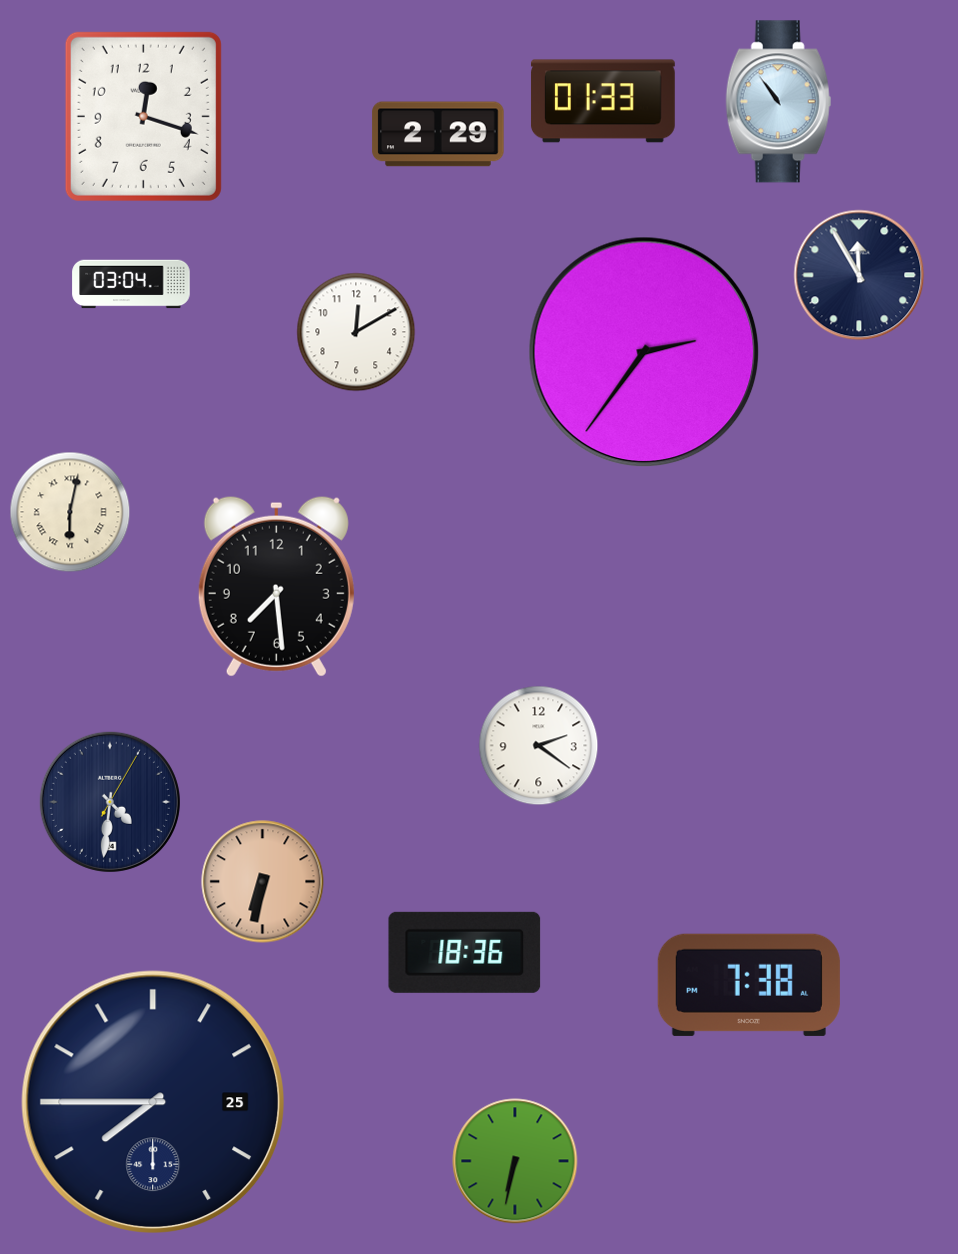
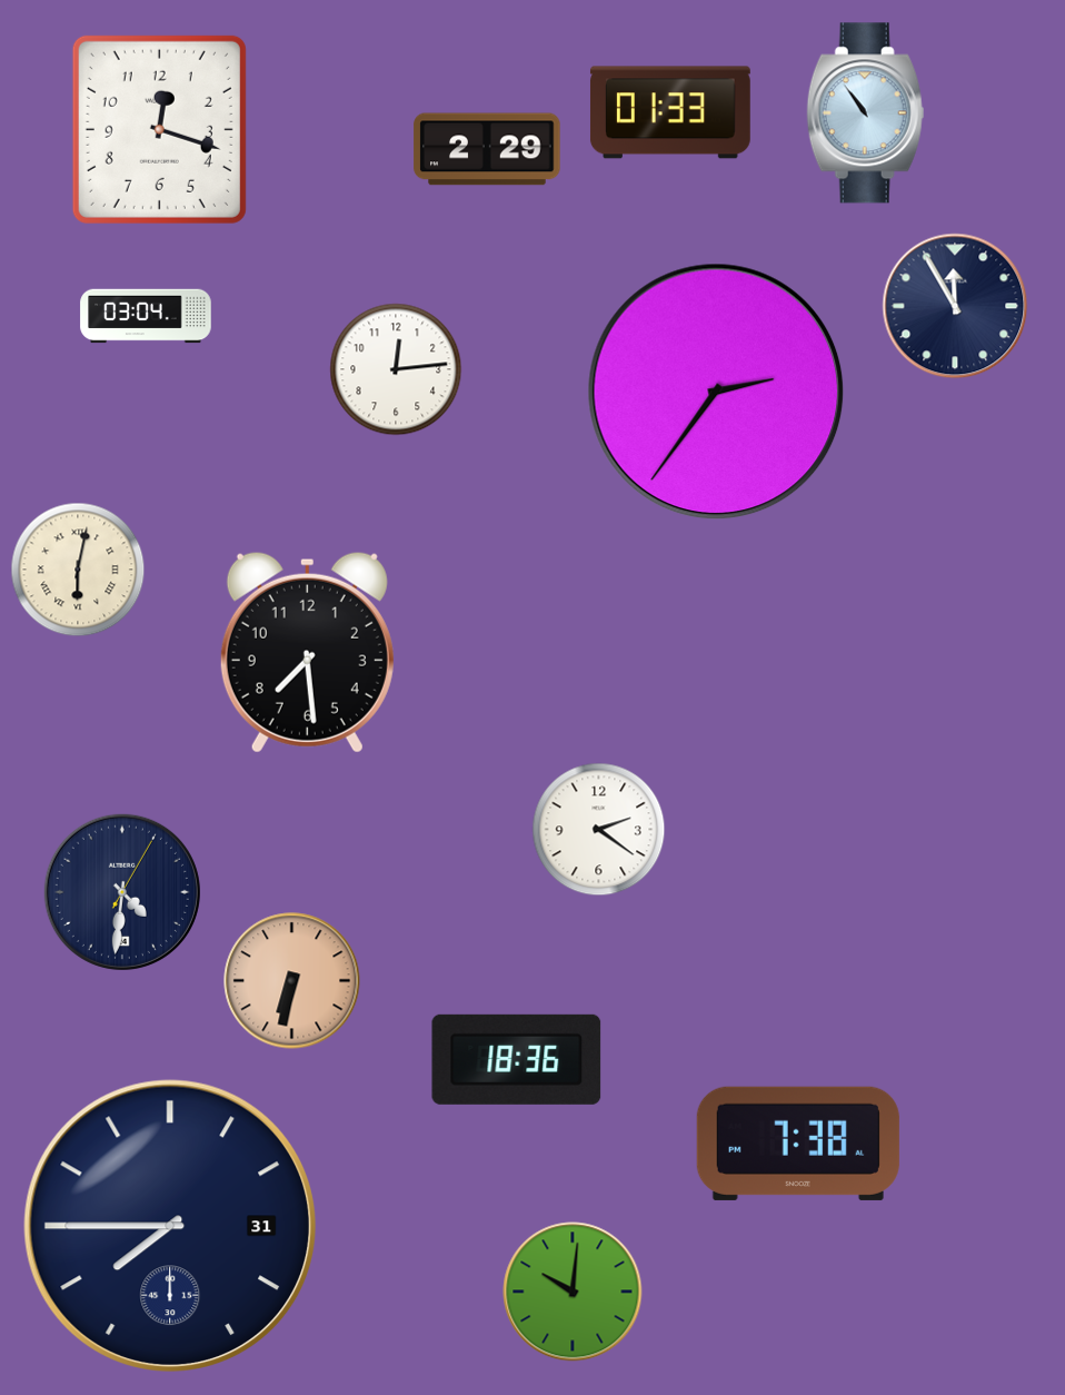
clock at (356, 332): 12:10 -> 12:14
clock at (749, 985) position: (749, 985) -> (798, 1144)
clock at (152, 1101) date: 25 -> 31
clock at (515, 1161): 6:32 -> 10:01
